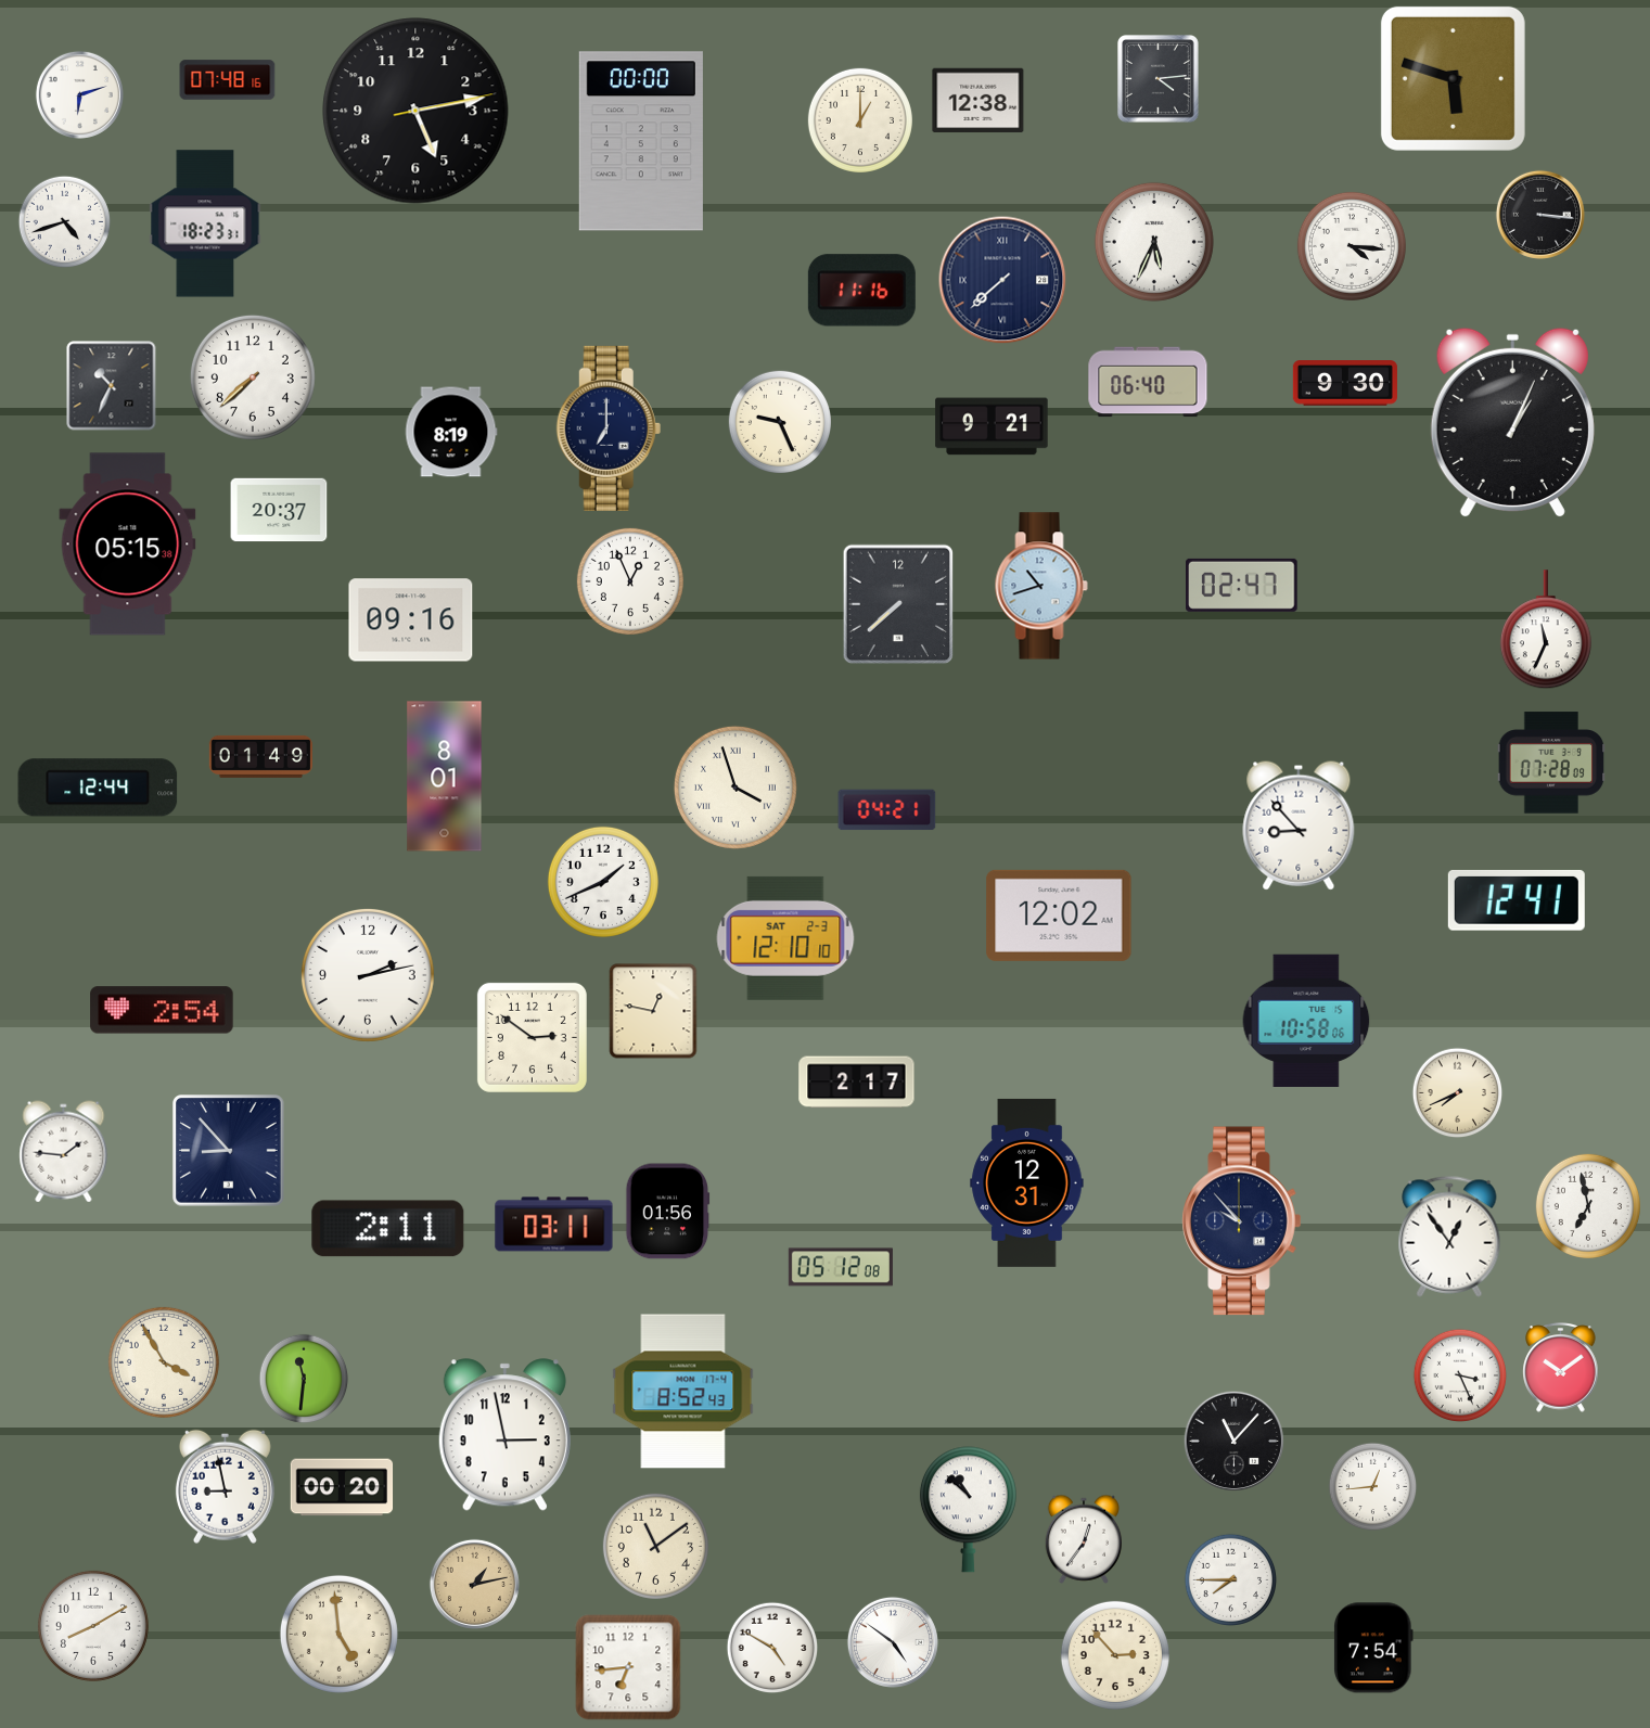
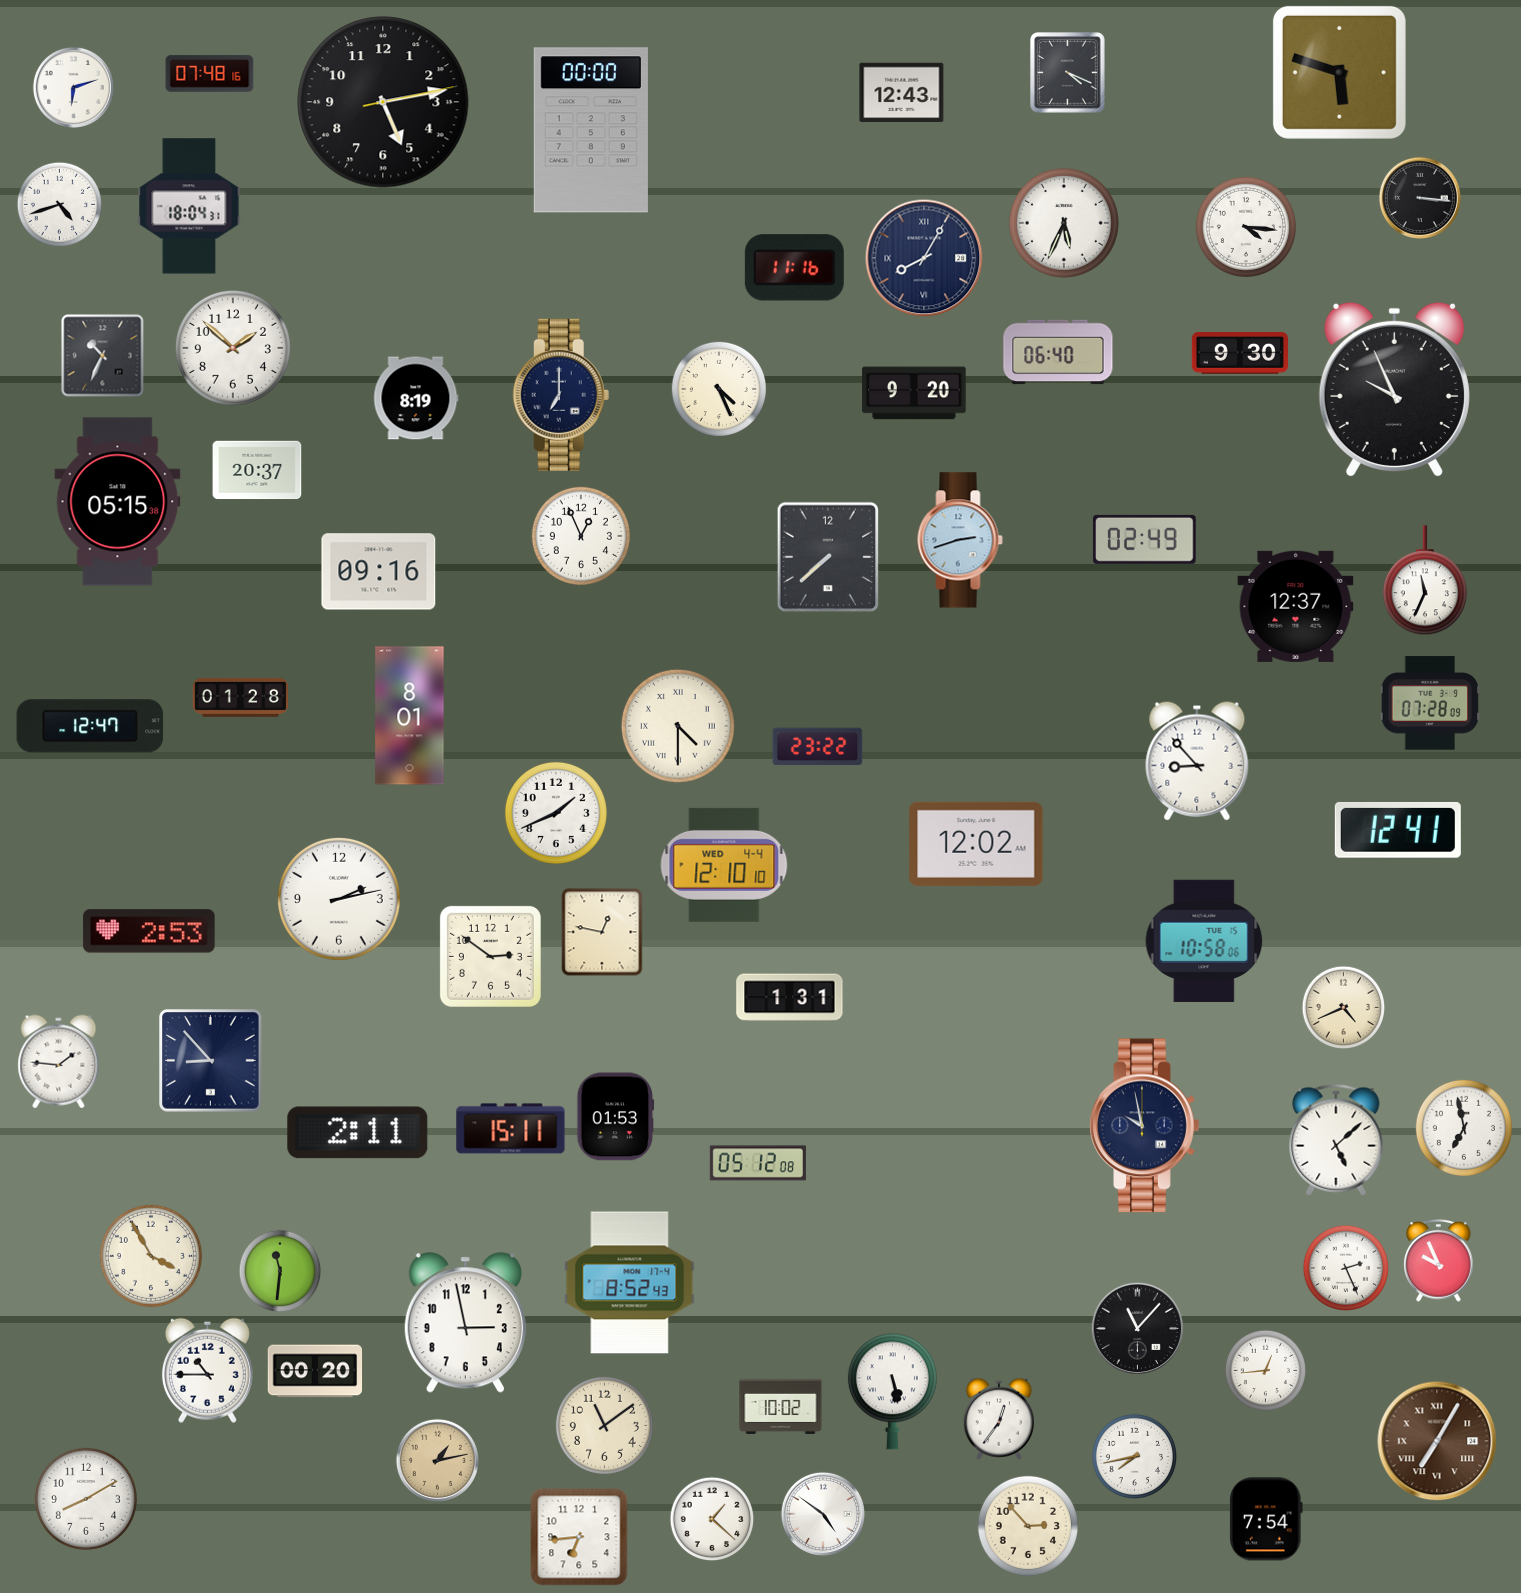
clock at (1159, 79): 4:14 -> 4:19
clock at (979, 101): 12:38 -> 12:43
clock at (860, 120): 1:00 -> none
clock at (205, 223): 18:23 -> 18:04
clock at (1002, 280): 7:38 -> 8:05
clock at (253, 377): 7:38 -> 1:52
clock at (780, 422): 9:26 -> 4:26
clock at (1512, 423): 1:04 -> 9:56
clock at (992, 426): 9:21 -> 9:20
clock at (1242, 585): 02:47 -> 02:49
clock at (1041, 586): 10:42 -> 2:42
clock at (1296, 606): none -> 12:37
clock at (260, 756): 01:49 -> 01:28
clock at (98, 788): 12:44 -> 12:47
clock at (736, 788): 3:57 -> 4:30
clock at (887, 810): 04:21 -> 23:22
clock at (785, 938) date: SAT 2-3 -> WED 4-4
clock at (162, 1010): 2:54 -> 2:53
clock at (857, 1083): 2:17 -> 1:31
clock at (1458, 1093): 7:41 -> 4:41
clock at (1027, 1182): 12:31 -> none
clock at (1588, 1206) position: (1588, 1206) -> (1464, 1128)
clock at (668, 1212): 01:56 -> 01:53
clock at (1242, 1221): 9:53 -> 9:58
clock at (554, 1225): 03:11 -> 15:11
clock at (1449, 1237): 12:54 -> 5:08
clock at (841, 1267) position: (841, 1267) -> (758, 1163)
clock at (1561, 1368): 10:09 -> 9:56
clock at (1459, 1374): 3:26 -> 2:26
clock at (225, 1486): 8:58 -> 10:45
clock at (968, 1510): 10:52 -> 5:28
clock at (781, 1406): none -> 10:02
clock at (1437, 1441): none -> 7:05
clock at (1231, 1580): 7:45 -> 7:43
clock at (338, 1634): 4:59 -> none
clock at (772, 1648): 4:50 -> 1:22
